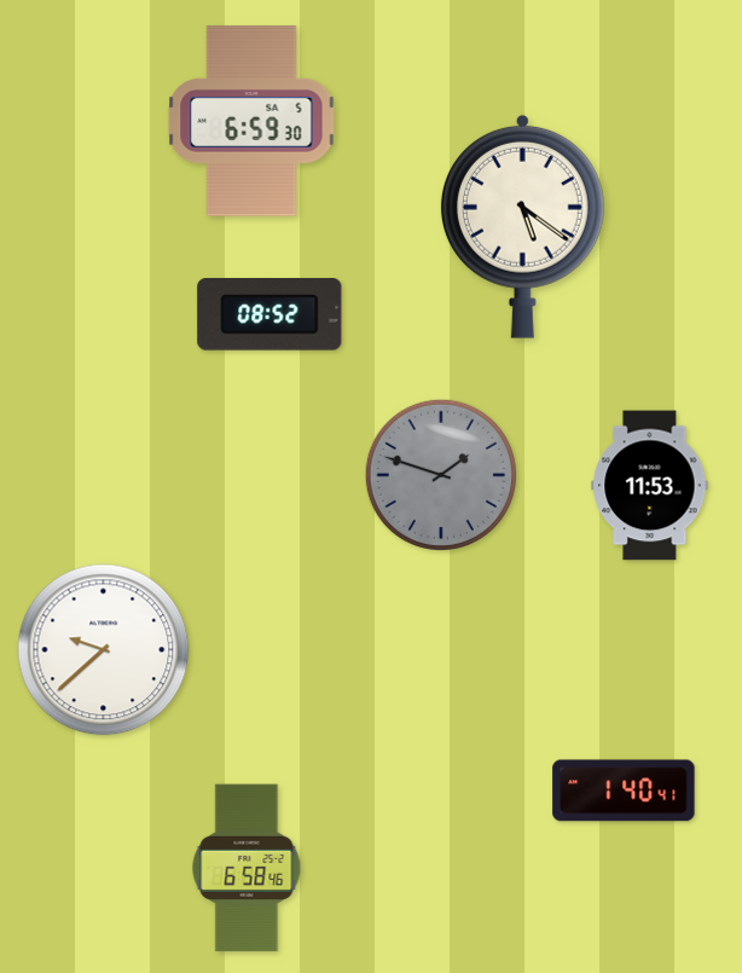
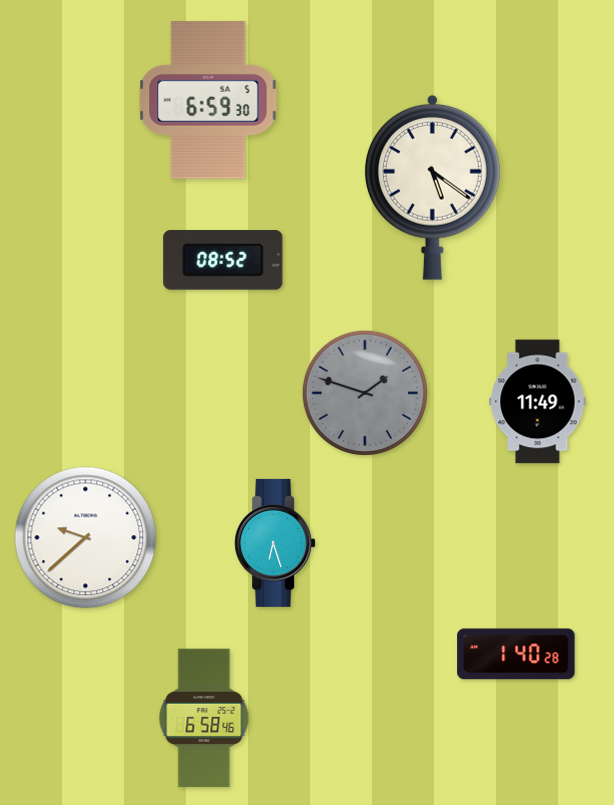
clock at (650, 486): 11:53 -> 11:49
clock at (275, 543): none -> 6:27
clock at (624, 790): 1:40:41 -> 1:40:28
